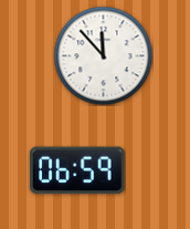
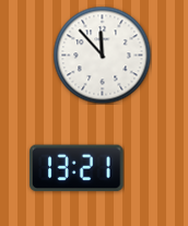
clock at (78, 170): 06:59 -> 13:21
